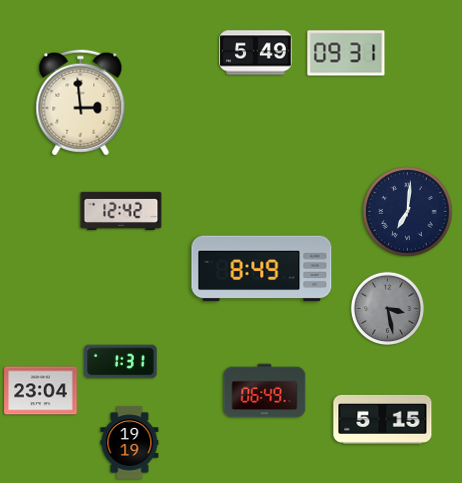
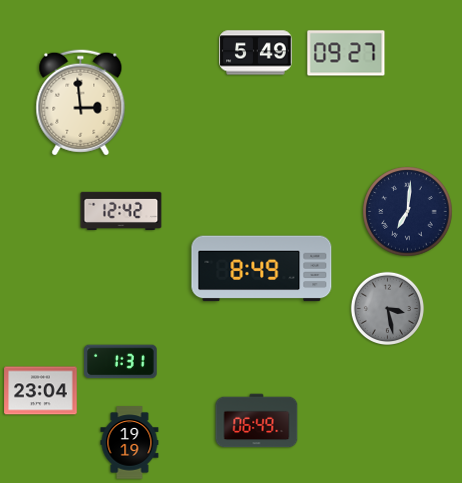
clock at (346, 53): 09:31 -> 09:27
clock at (265, 391) position: (265, 391) -> (257, 421)
clock at (383, 419): 5:15 -> none
